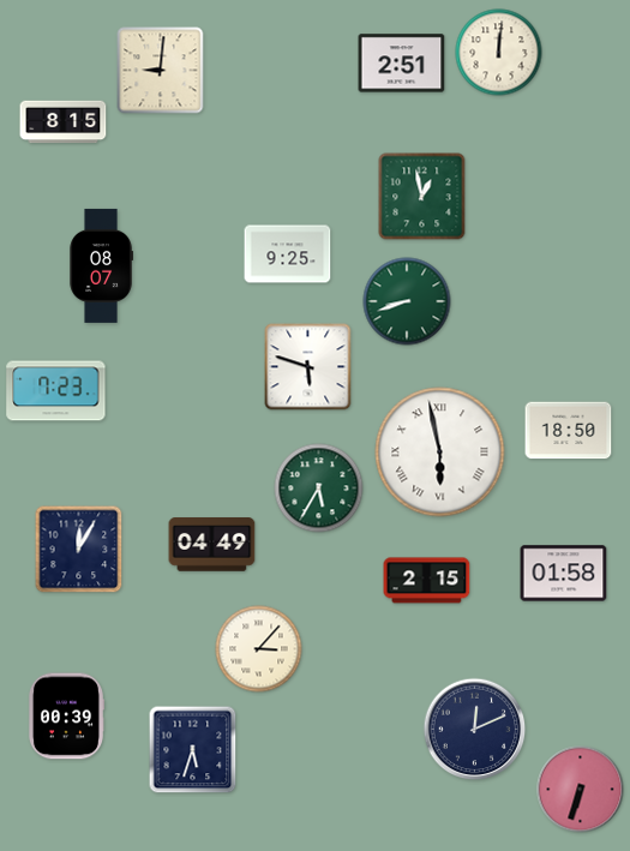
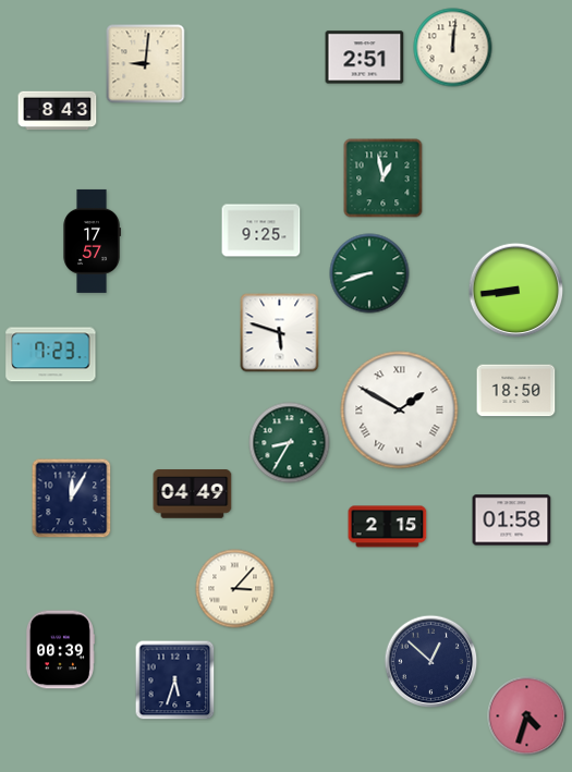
clock at (64, 122): 8:15 -> 8:43
clock at (101, 265): 08:07 -> 17:57
clock at (516, 291): none -> 8:44
clock at (440, 453): 5:58 -> 1:50
clock at (319, 489): 5:35 -> 8:35
clock at (475, 730): 12:11 -> 12:52
clock at (581, 790): 6:33 -> 4:33
